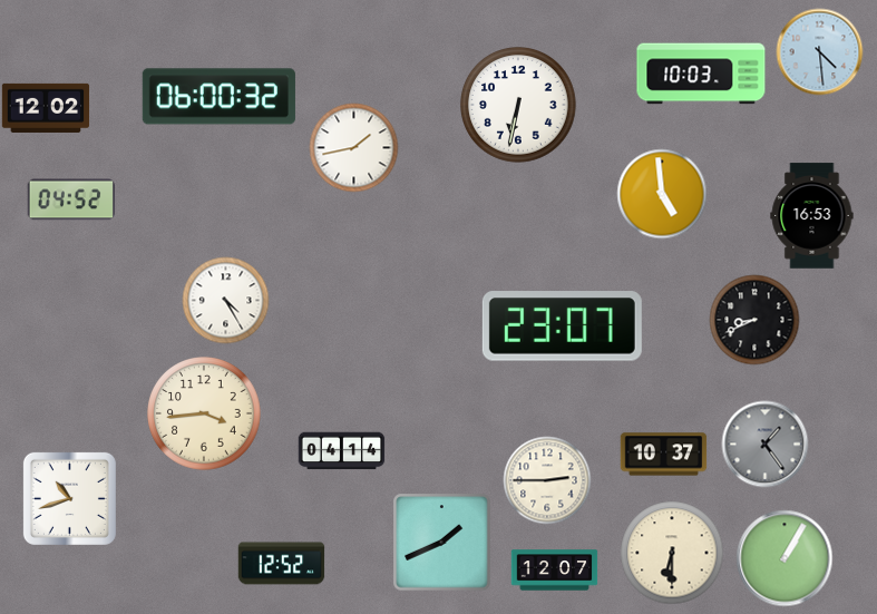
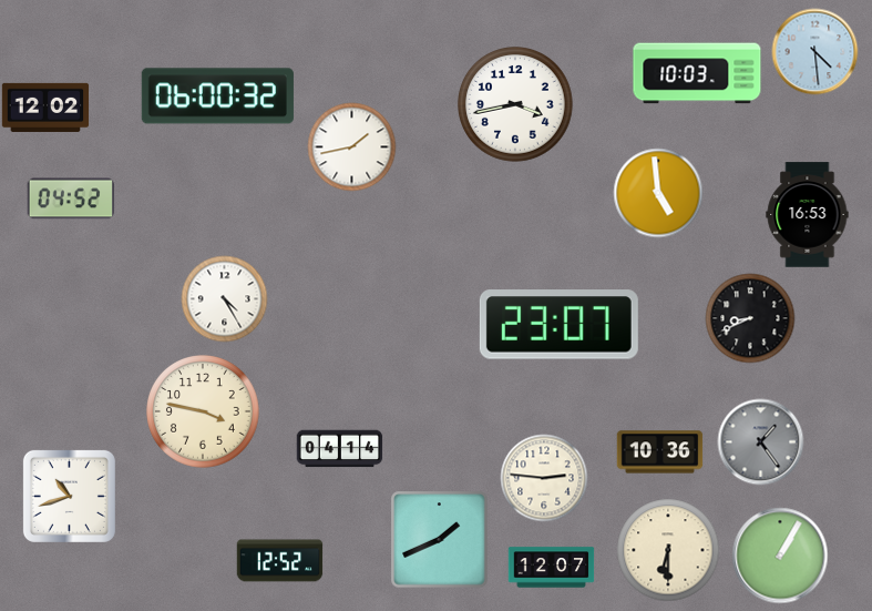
clock at (519, 106): 6:32 -> 3:43
clock at (204, 413): 3:44 -> 3:47
clock at (663, 455): 10:37 -> 10:36
clock at (547, 480): 2:45 -> 2:46
